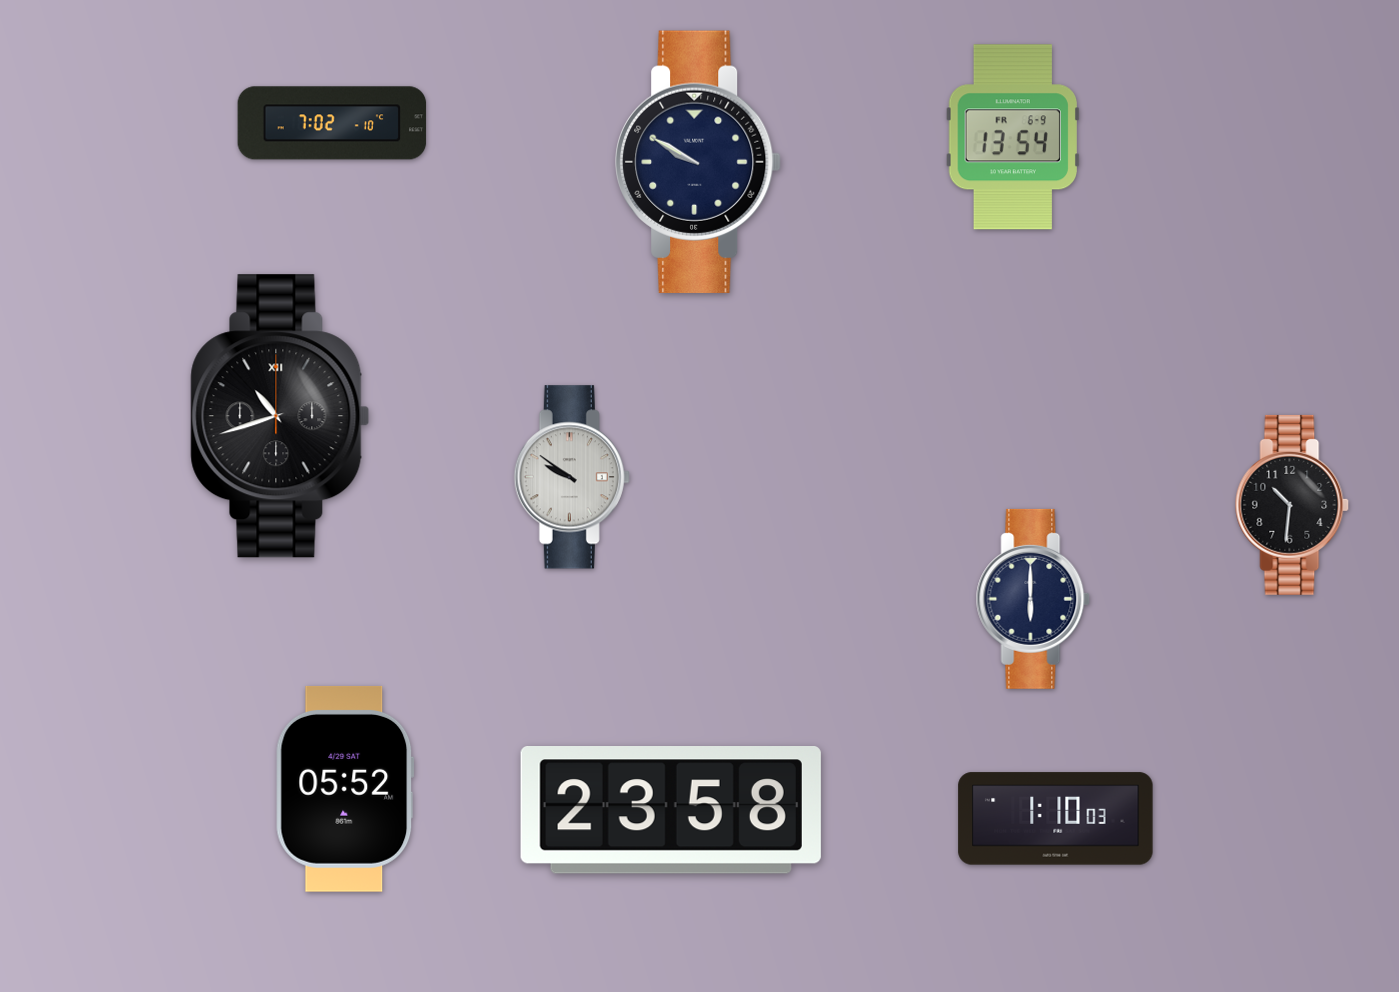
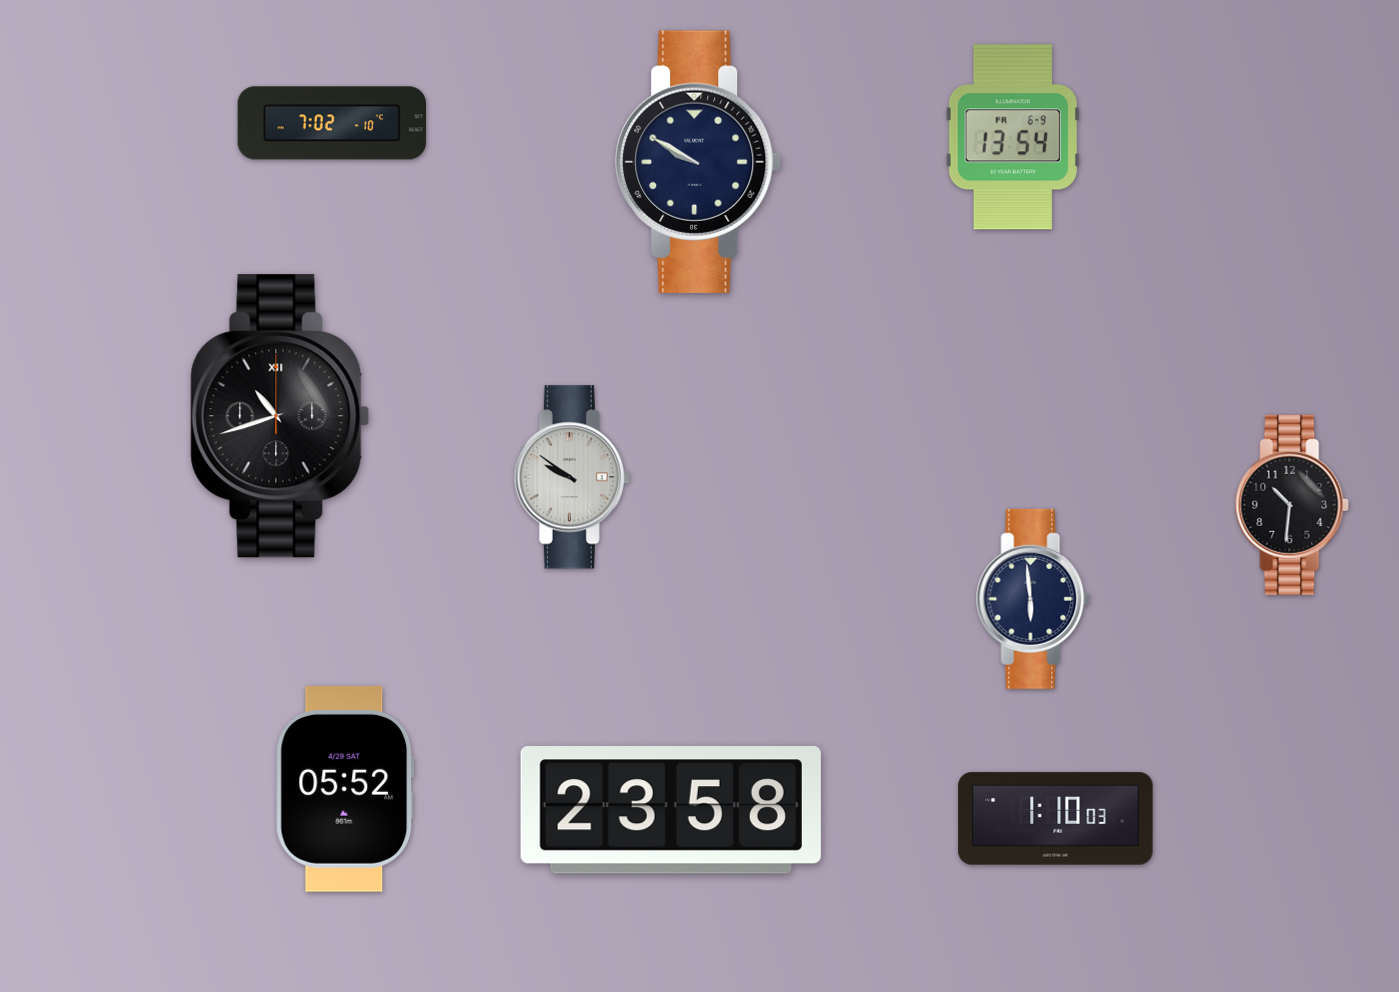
clock at (1033, 599): 6:00 -> 5:59
